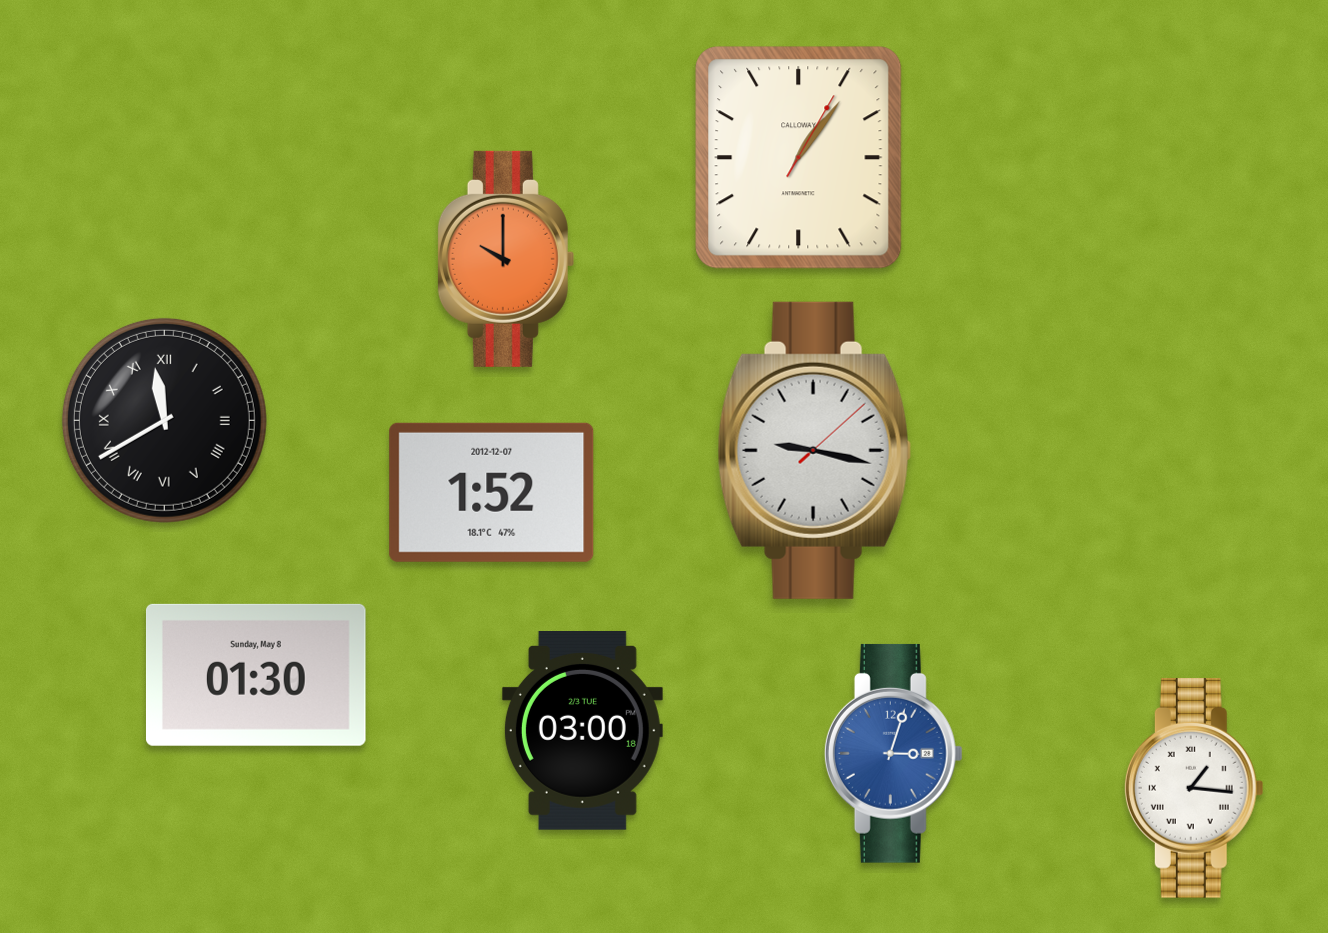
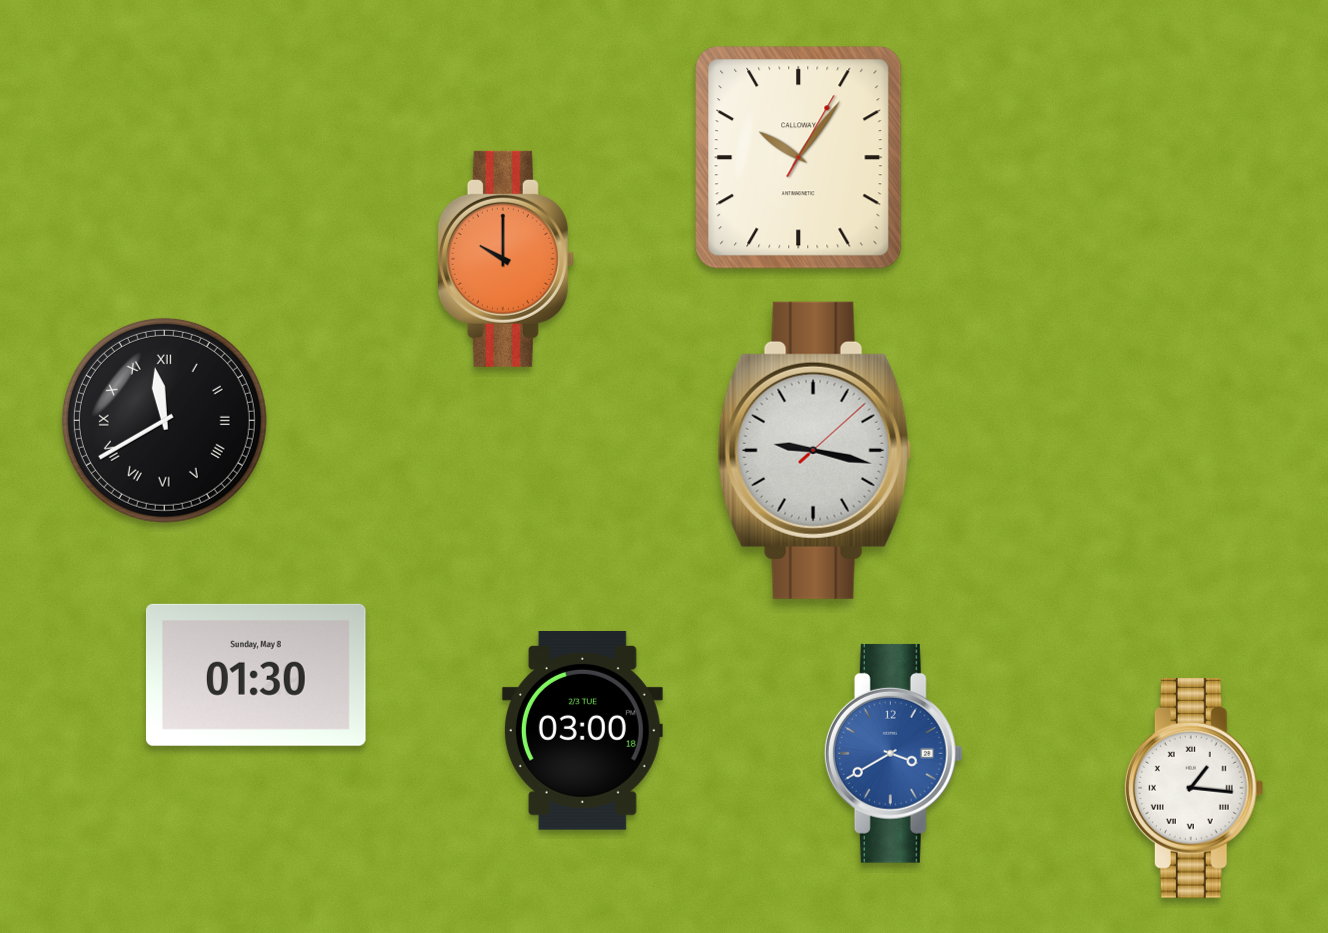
clock at (799, 158): 1:06 -> 10:06
clock at (492, 492): 1:52 -> none
clock at (893, 753): 3:03 -> 3:40
